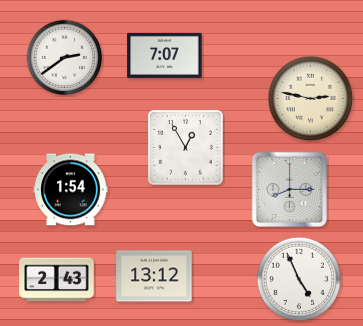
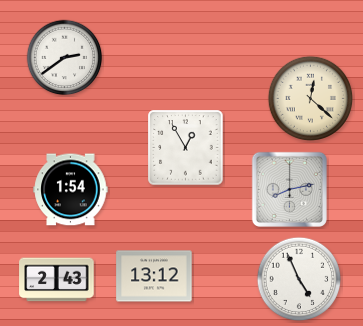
clock at (165, 55): 7:07 -> none
clock at (311, 99): 2:47 -> 12:22
clock at (289, 189): 8:15 -> 8:13
